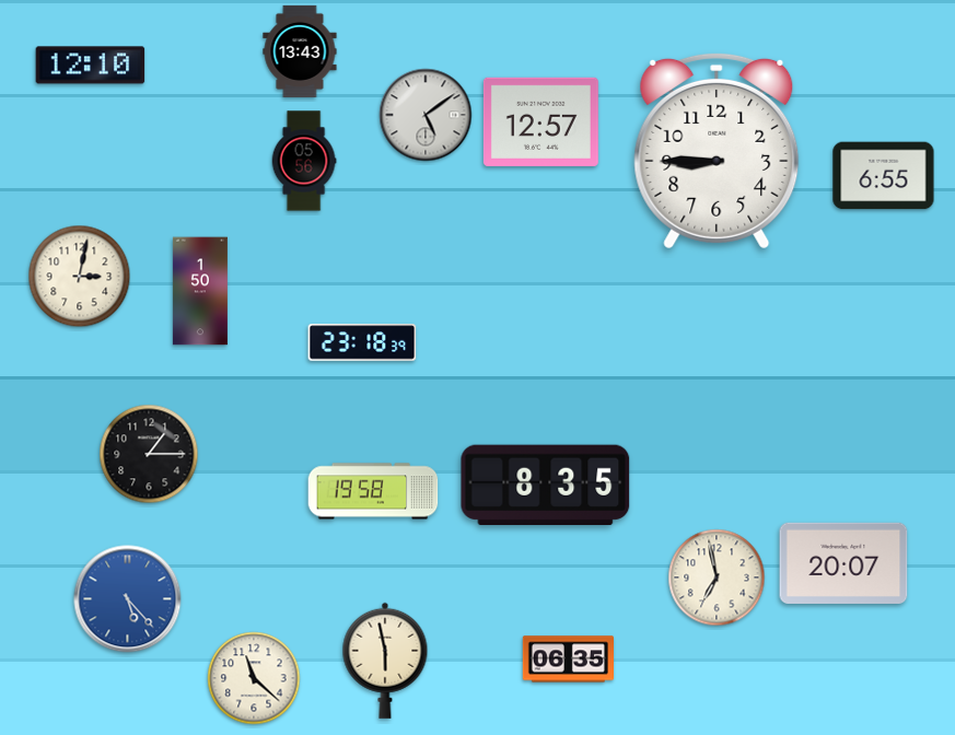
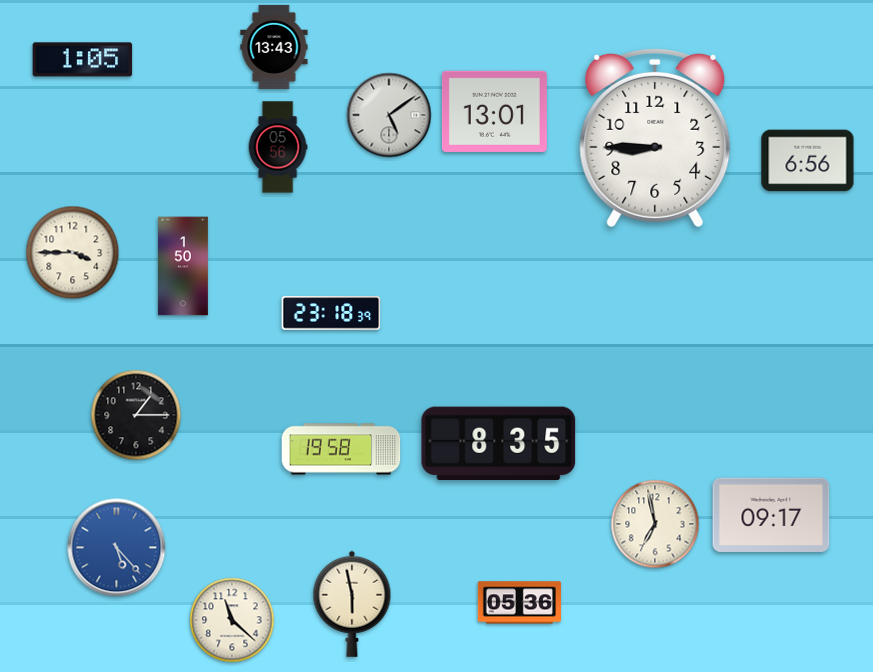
clock at (91, 66): 12:10 -> 1:05
clock at (426, 115) position: (426, 115) -> (389, 115)
clock at (540, 121): 12:57 -> 13:01
clock at (884, 176): 6:55 -> 6:56
clock at (80, 277): 3:02 -> 3:45
clock at (843, 563): 20:07 -> 09:17
clock at (717, 577) position: (717, 577) -> (655, 524)
clock at (568, 660): 06:35 -> 05:36
